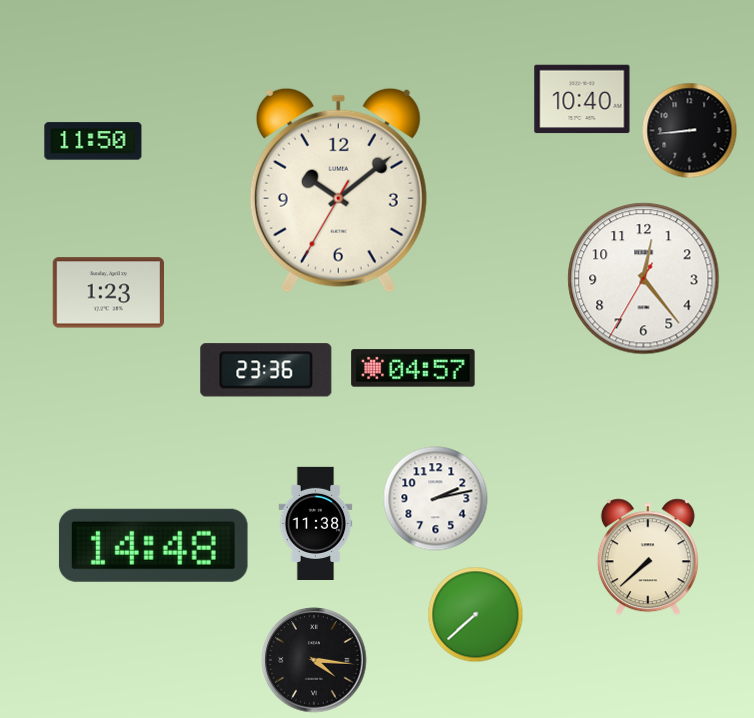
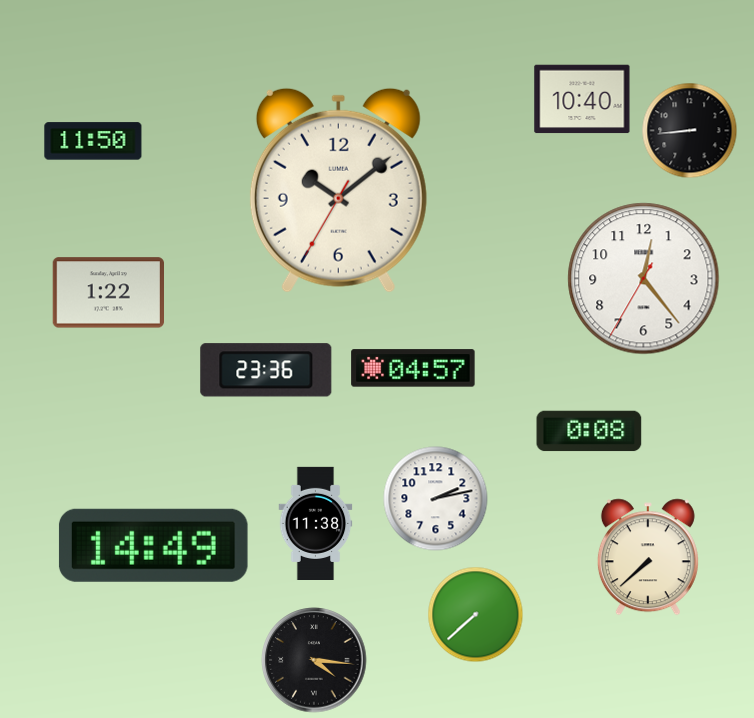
clock at (108, 293): 1:23 -> 1:22
clock at (589, 431): none -> 0:08
clock at (153, 545): 14:48 -> 14:49
